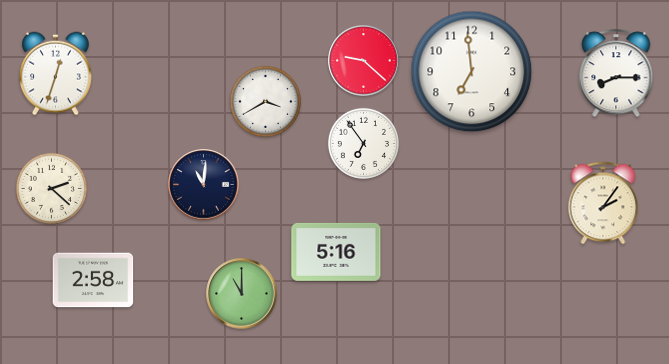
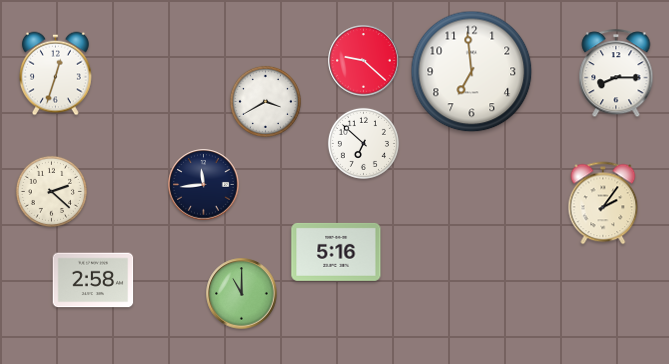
clock at (363, 143): 6:54 -> 6:52
clock at (204, 185): 11:01 -> 11:44
clock at (51, 188) position: (51, 188) -> (51, 191)
